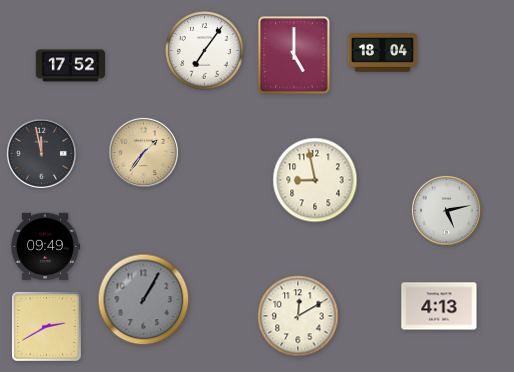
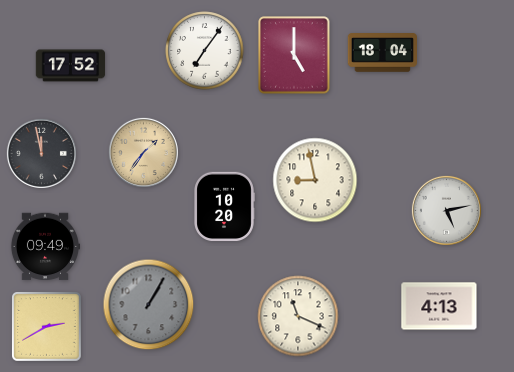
clock at (224, 207): none -> 10:20
clock at (144, 300) position: (144, 300) -> (149, 305)
clock at (298, 316): 12:10 -> 11:19
